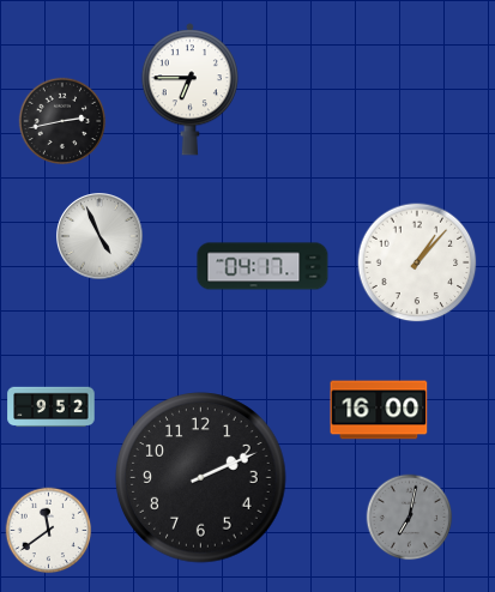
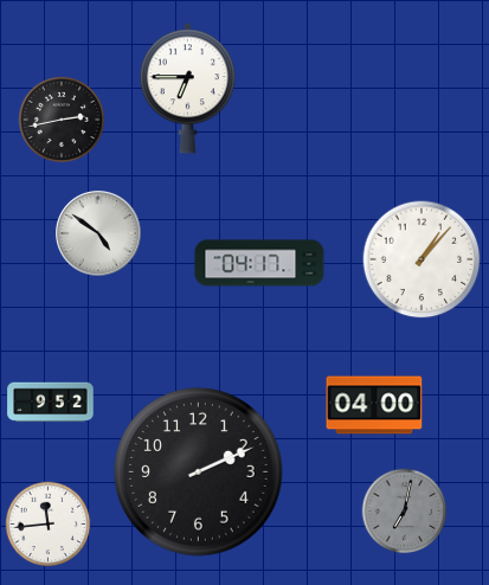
clock at (101, 237): 4:56 -> 4:51
clock at (417, 262) position: (417, 262) -> (422, 259)
clock at (379, 410): 16:00 -> 04:00
clock at (49, 531): 11:39 -> 11:44
